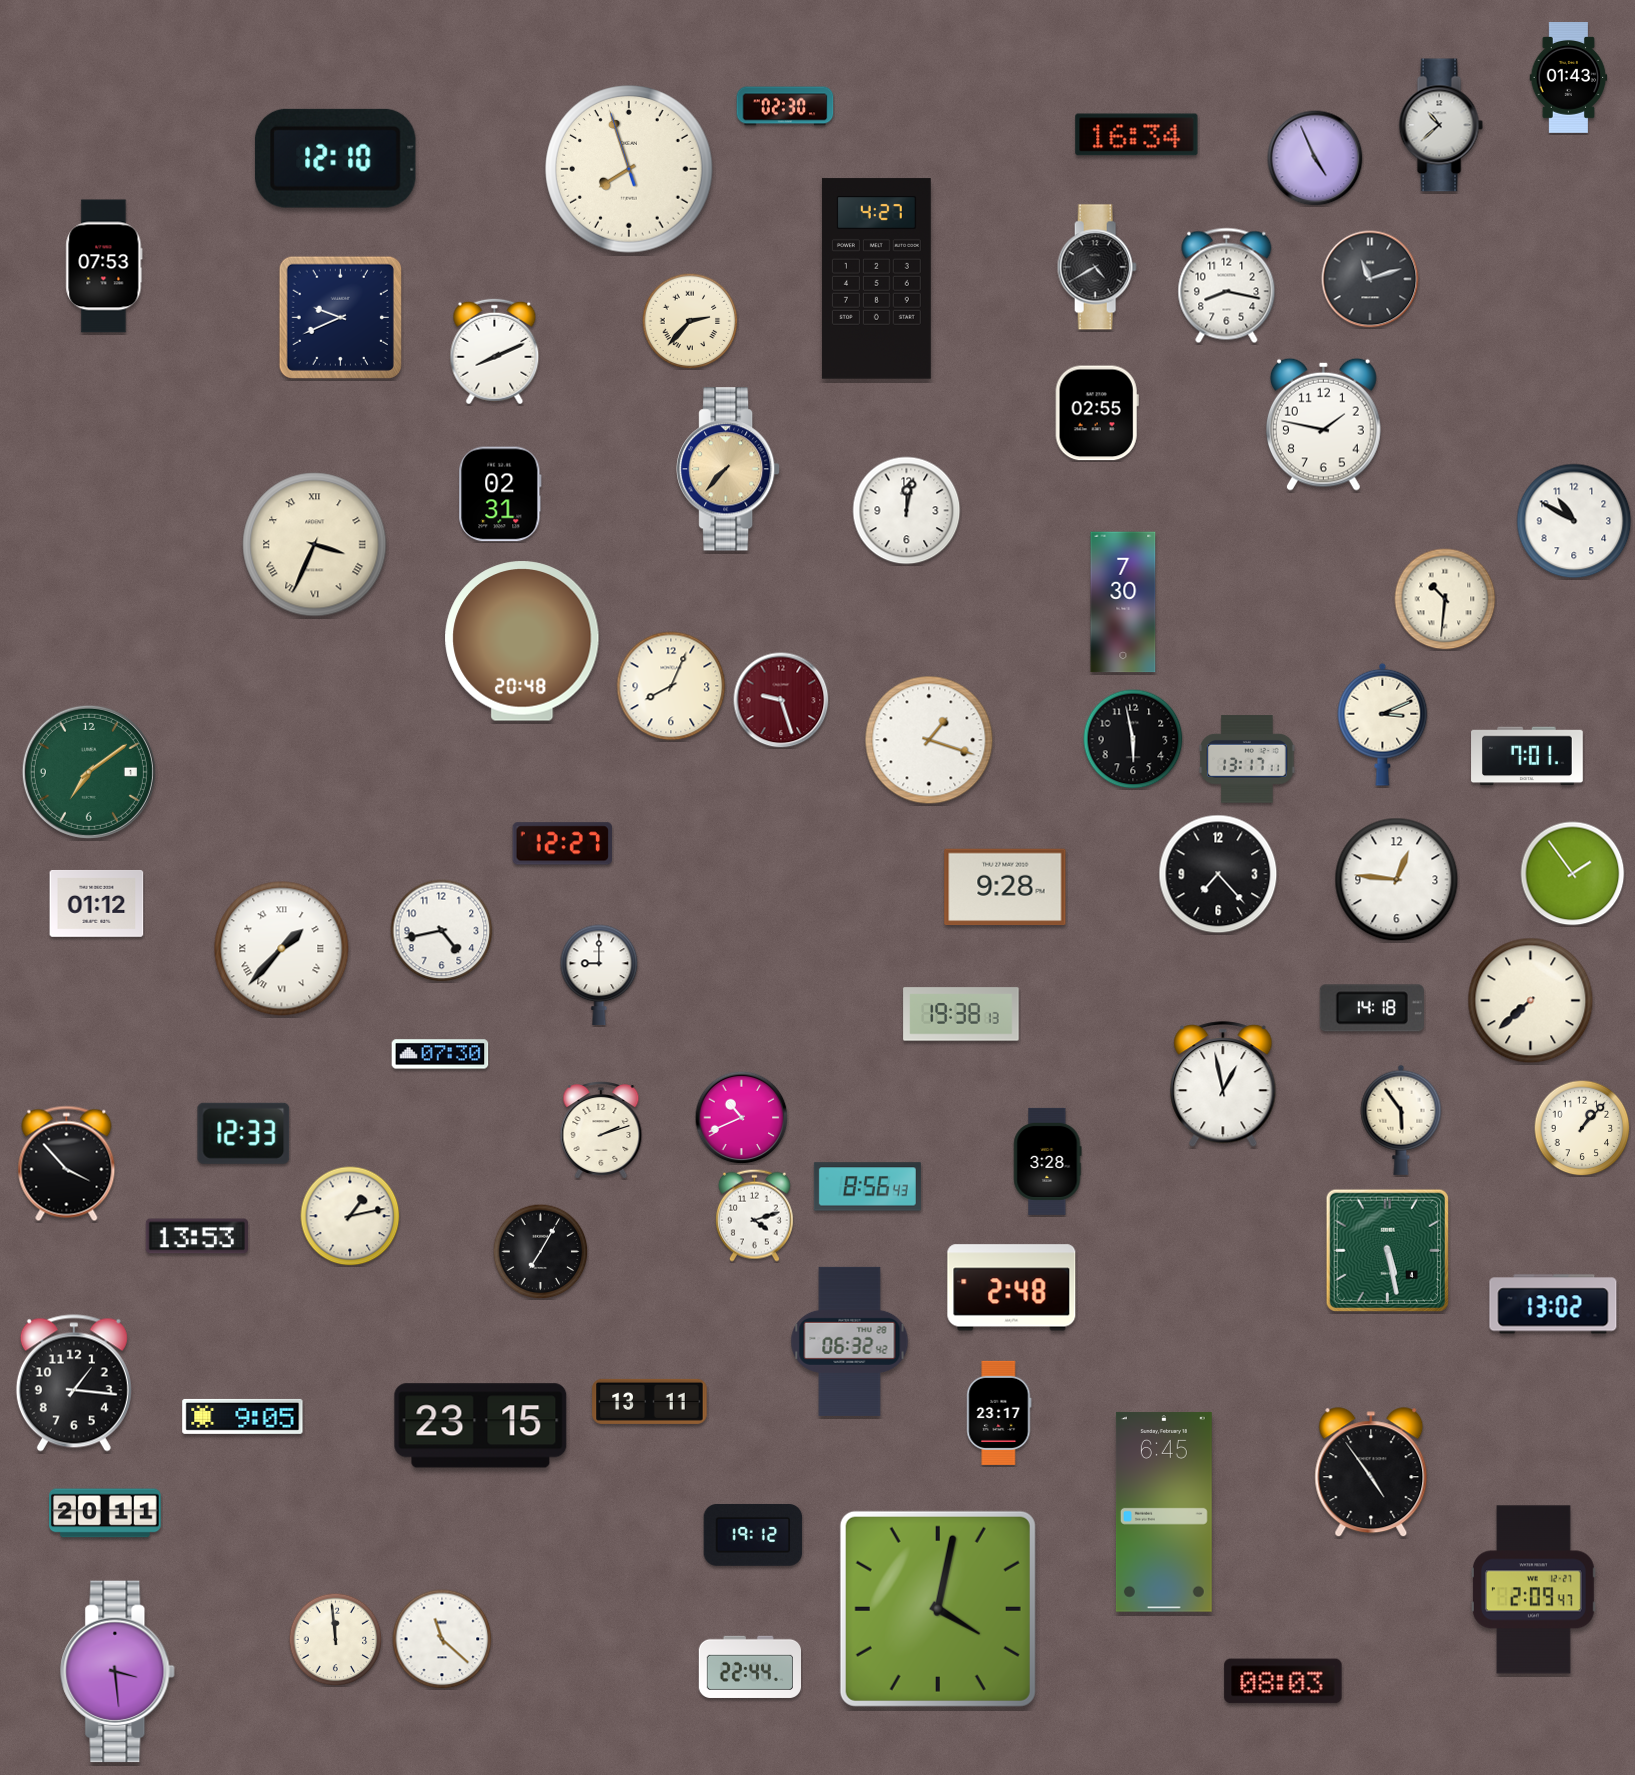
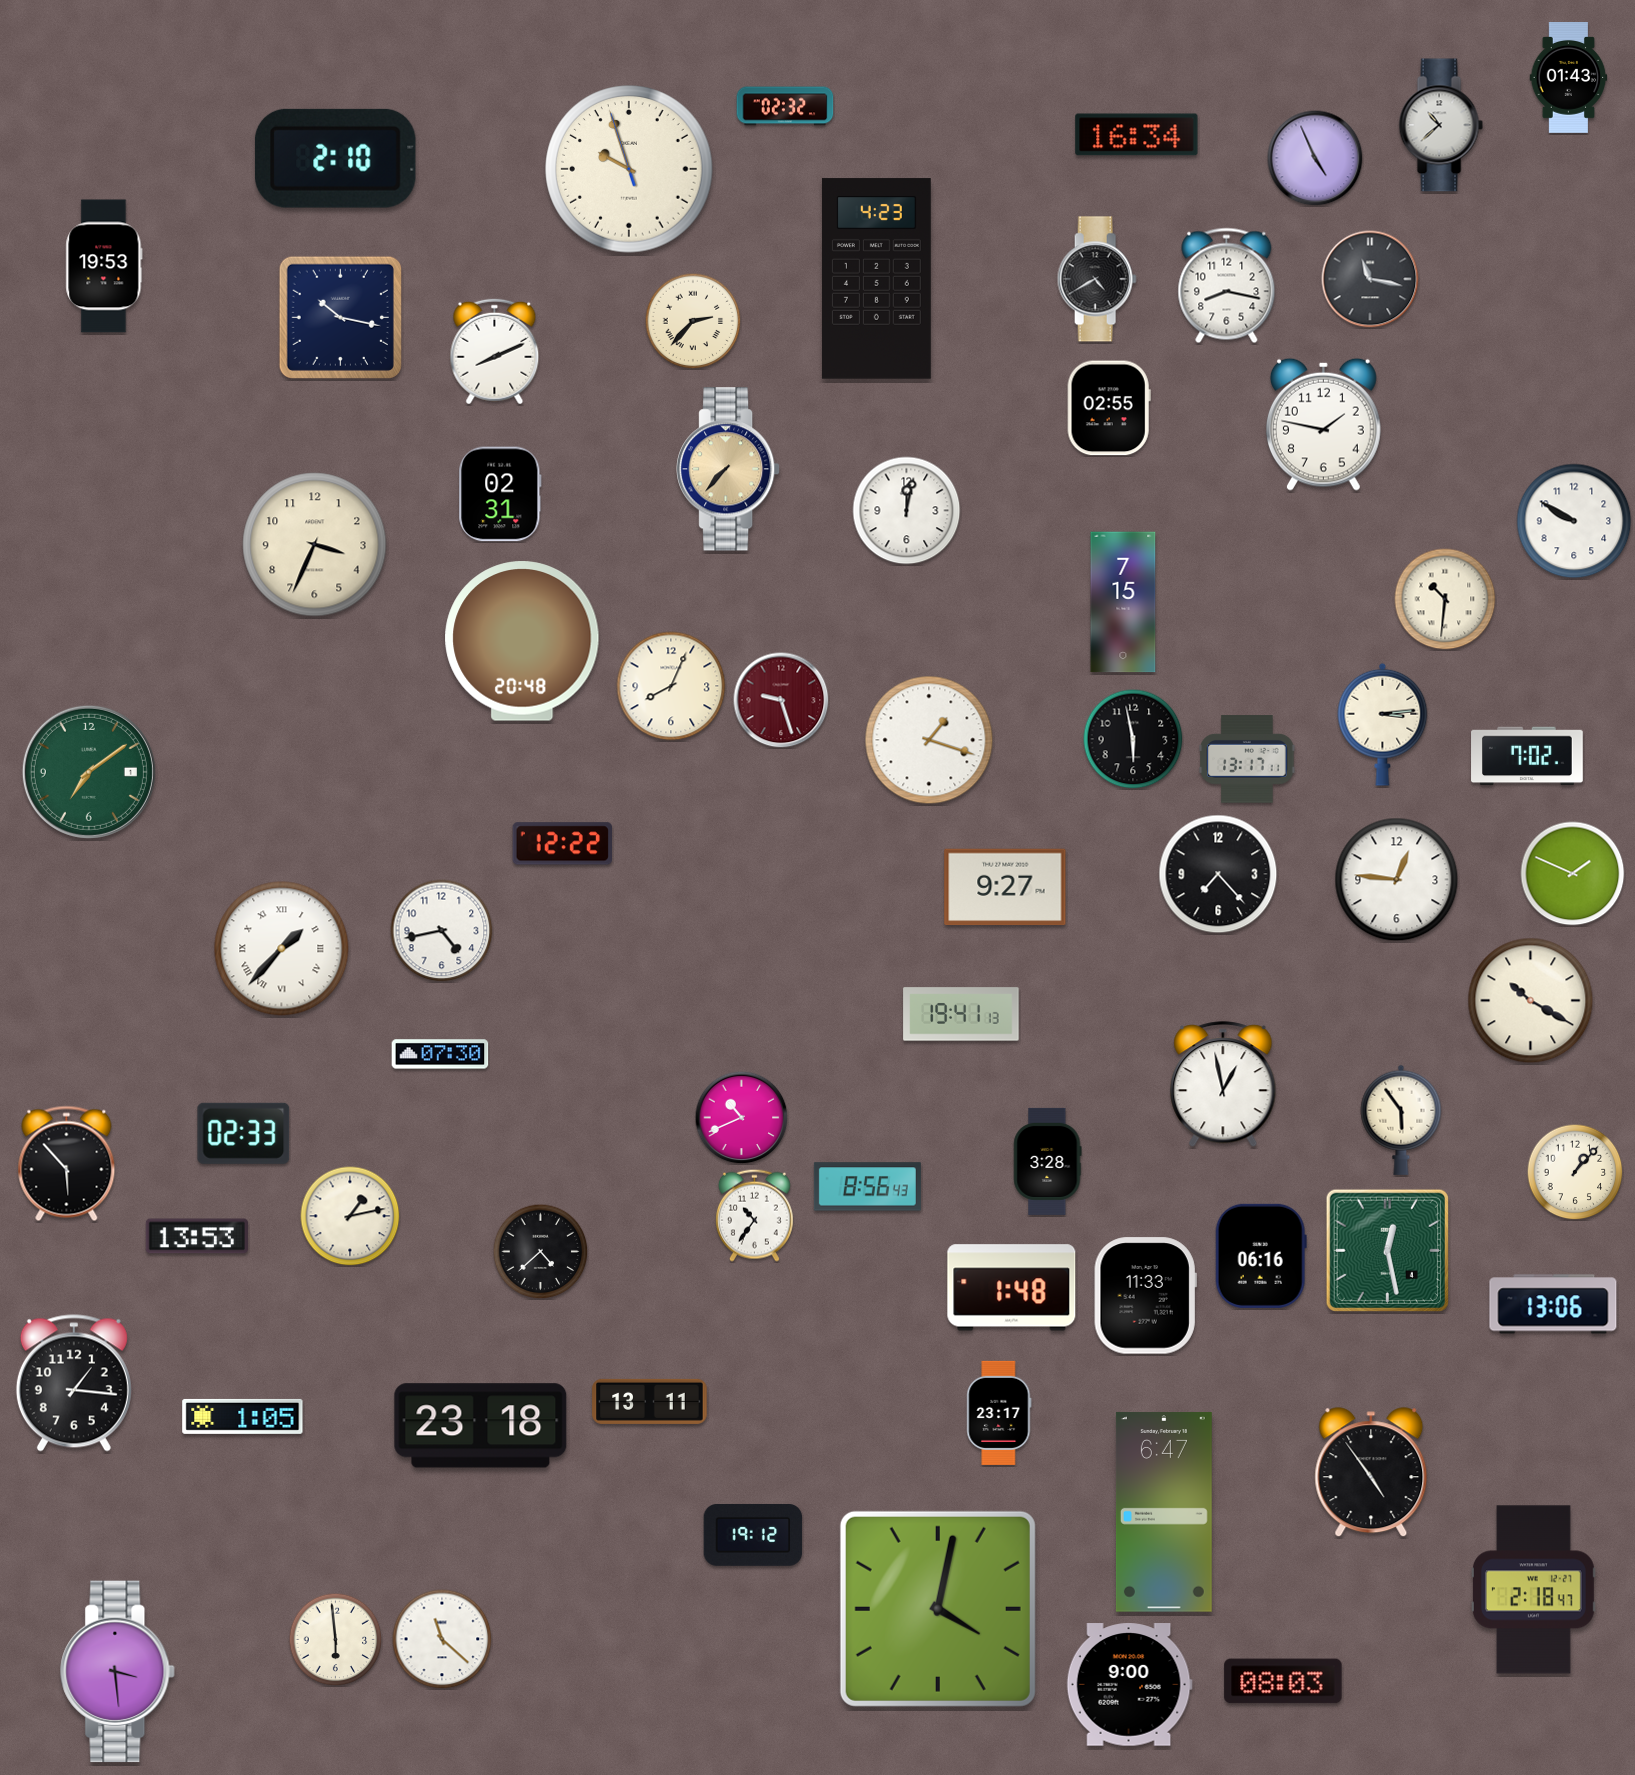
clock at (785, 106): 02:30 -> 02:32
clock at (335, 158): 12:10 -> 2:10
clock at (629, 169): 7:56 -> 9:56
clock at (104, 266): 07:53 -> 19:53
clock at (1097, 267) position: (1097, 267) -> (1097, 279)
clock at (876, 279): 4:27 -> 4:23
clock at (1370, 279): 11:12 -> 11:17
clock at (340, 317): 9:41 -> 10:17
clock at (690, 321) position: (690, 321) -> (693, 321)
clock at (1097, 413) position: (1097, 413) -> (1109, 408)
clock at (1574, 521): 10:50 -> 9:50
clock at (315, 545) numerals: Roman -> Arabic
clock at (1123, 602): 7:30 -> 7:15
clock at (1383, 724): 3:11 -> 3:14
clock at (1527, 756): 7:01 -> 7:02
clock at (562, 844): 12:27 -> 12:22
clock at (1573, 874): 1:54 -> 1:49
clock at (1005, 887): 9:28 -> 9:27
clock at (97, 903): 01:12 -> none
clock at (599, 975): 9:00 -> none
clock at (1531, 1001): 7:38 -> 10:20
clock at (1372, 1008): 14:18 -> none
clock at (961, 1014): 19:38 -> 19:41
clock at (1582, 1128) position: (1582, 1128) -> (1575, 1172)
clock at (601, 1130): 2:12 -> none
clock at (244, 1133): 12:33 -> 02:33
clock at (67, 1164): 3:53 -> 5:53
clock at (754, 1215): 4:12 -> 10:36
clock at (1387, 1250): 5:28 -> 12:28
clock at (540, 1251): 7:05 -> 4:38
clock at (1261, 1256): none -> 06:16
clock at (1012, 1288): 2:48 -> 1:48
clock at (1145, 1296): none -> 11:33
clock at (1553, 1304): 13:02 -> 13:06
clock at (850, 1341): 06:32 -> none
clock at (243, 1416): 9:05 -> 1:05
clock at (481, 1426): 23:15 -> 23:18
clock at (1164, 1512): 6:45 -> 6:47
clock at (106, 1513): 20:11 -> none
clock at (1533, 1590): 2:09 -> 2:18
clock at (335, 1639): 11:59 -> 5:59
clock at (749, 1667): 22:44 -> none
clock at (1129, 1685): none -> 9:00
